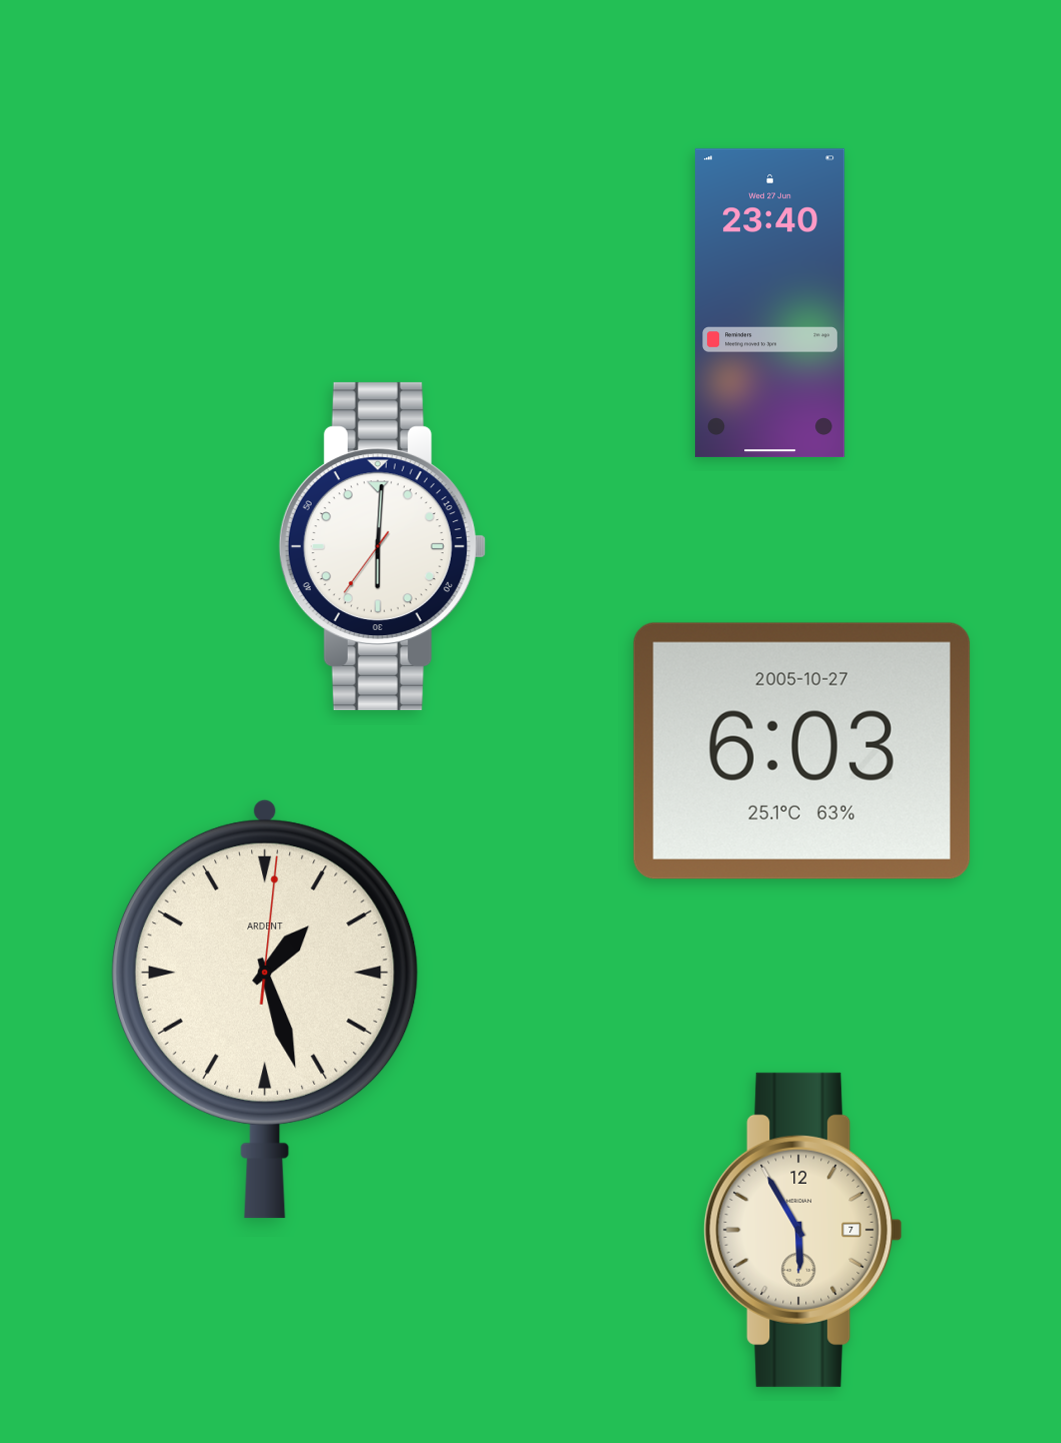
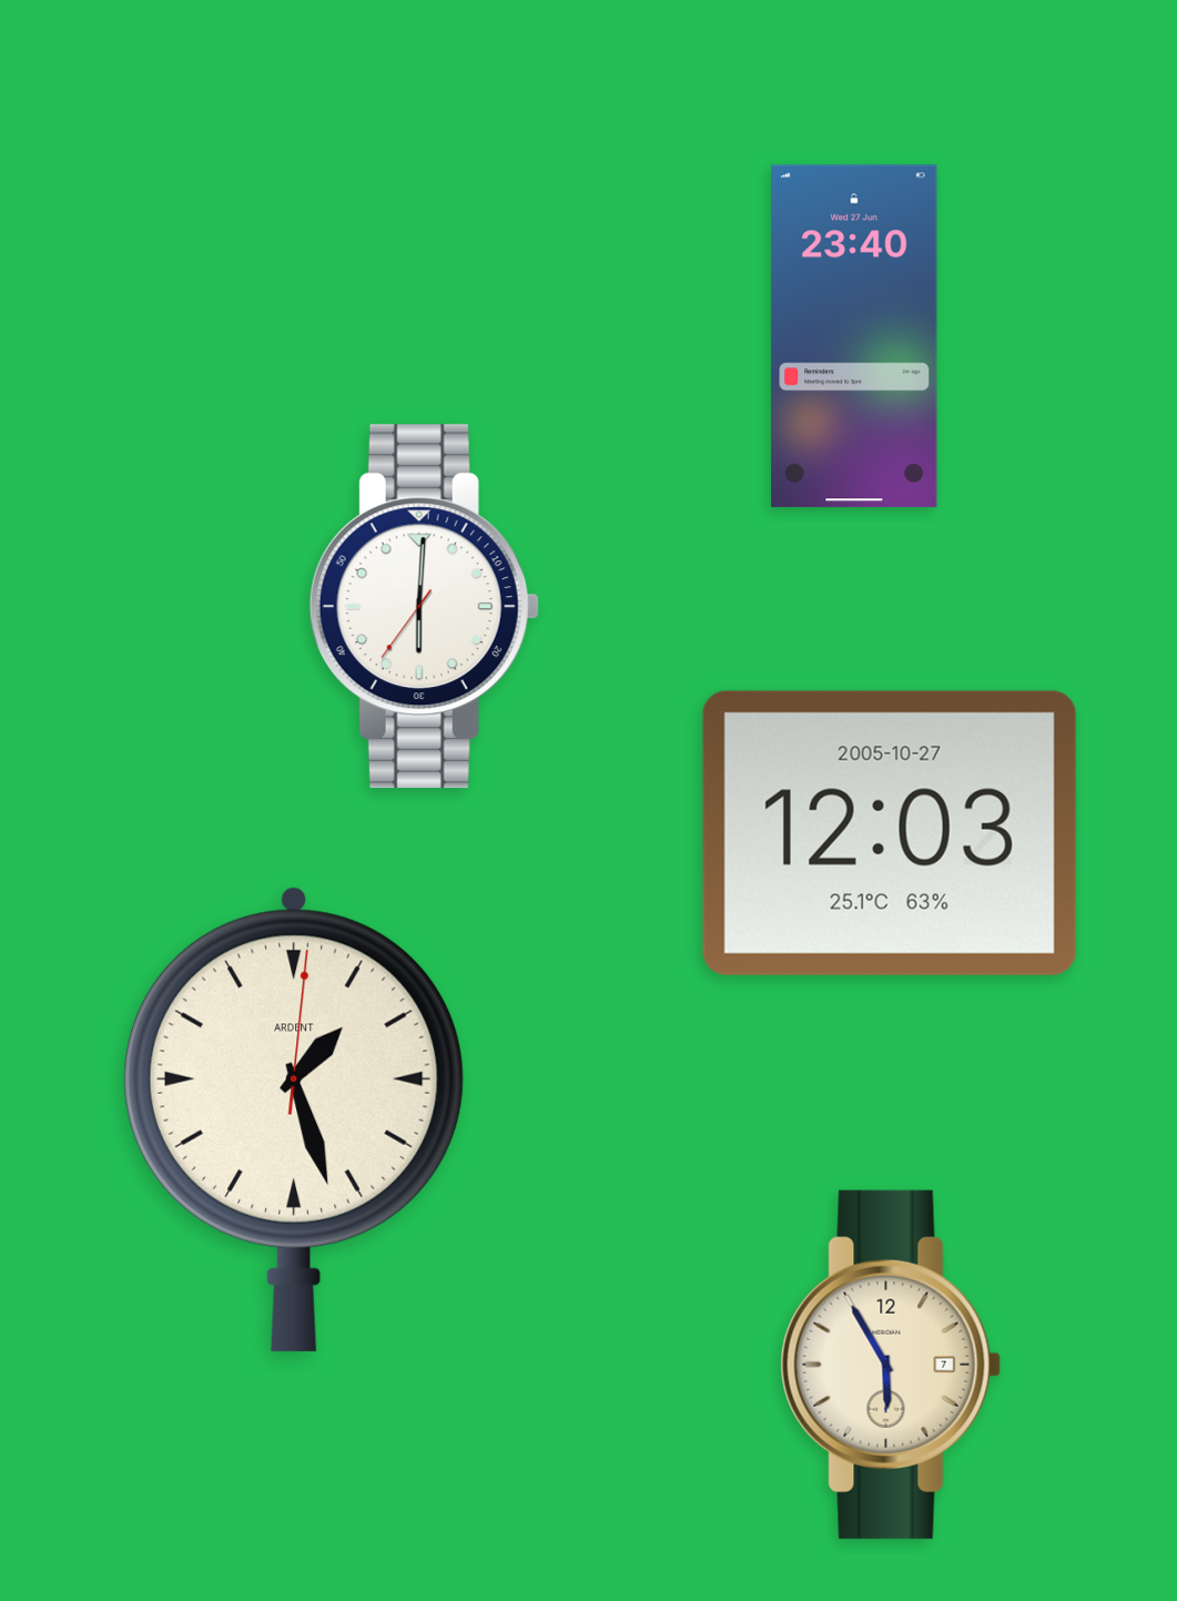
clock at (802, 751): 6:03 -> 12:03
